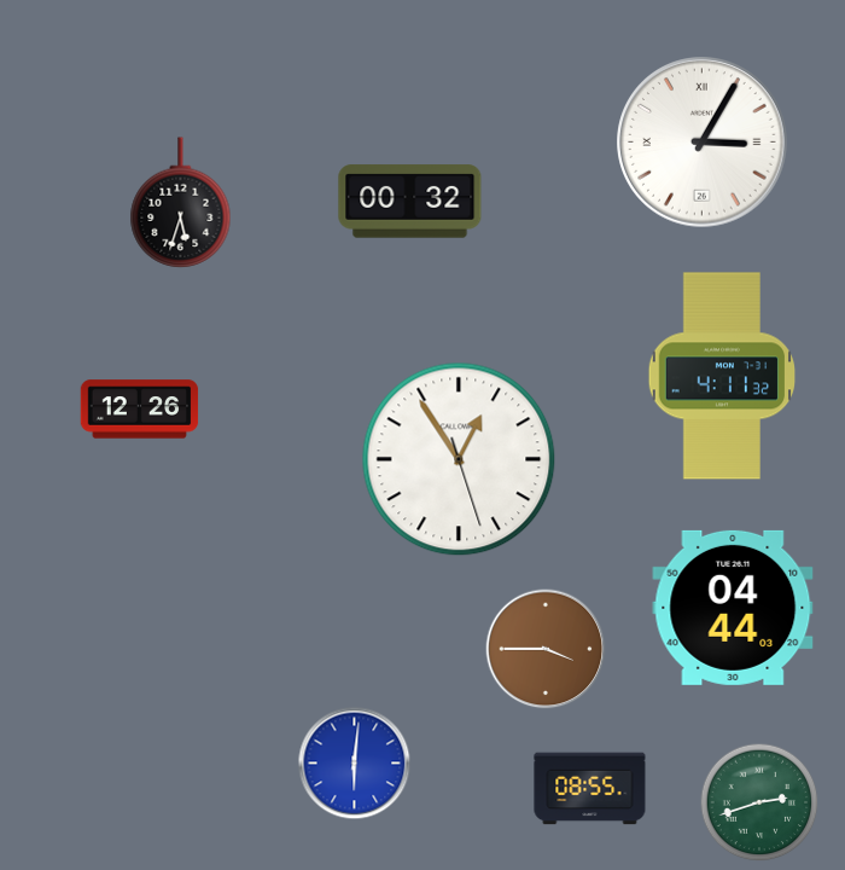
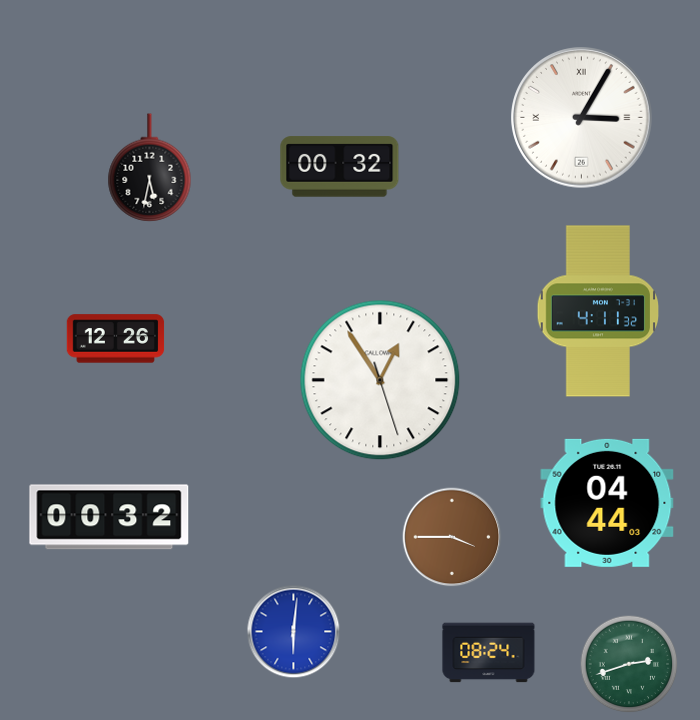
clock at (181, 203): 5:33 -> 5:32
clock at (109, 517): none -> 00:32
clock at (590, 789): 08:55 -> 08:24
